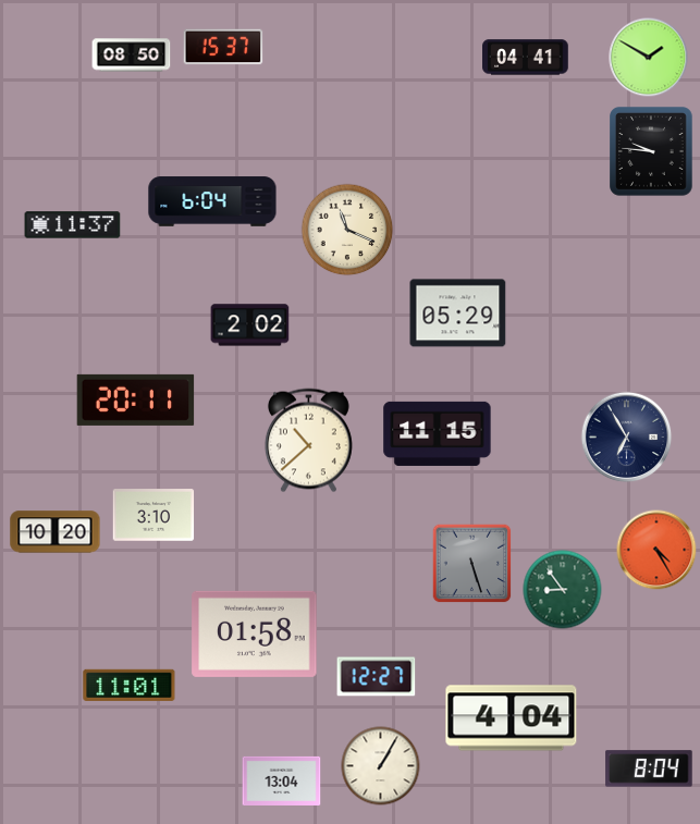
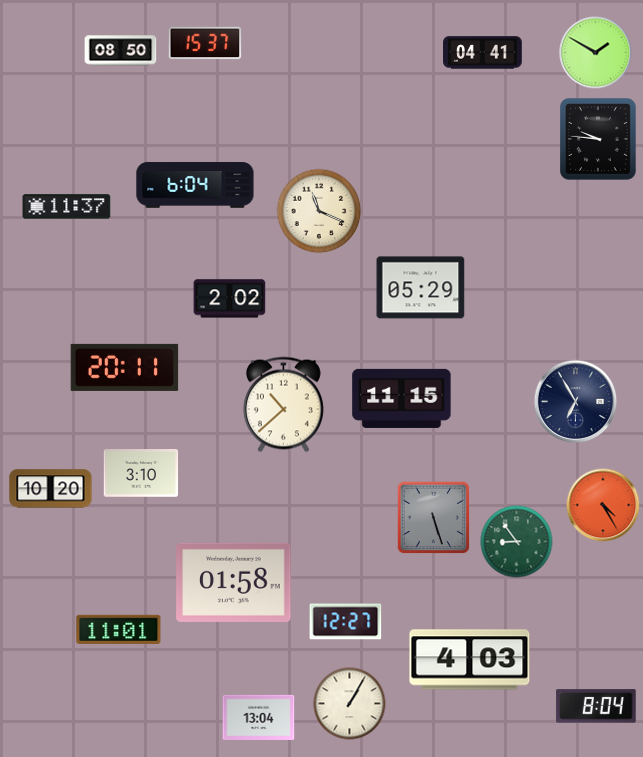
clock at (512, 718): 4:04 -> 4:03
